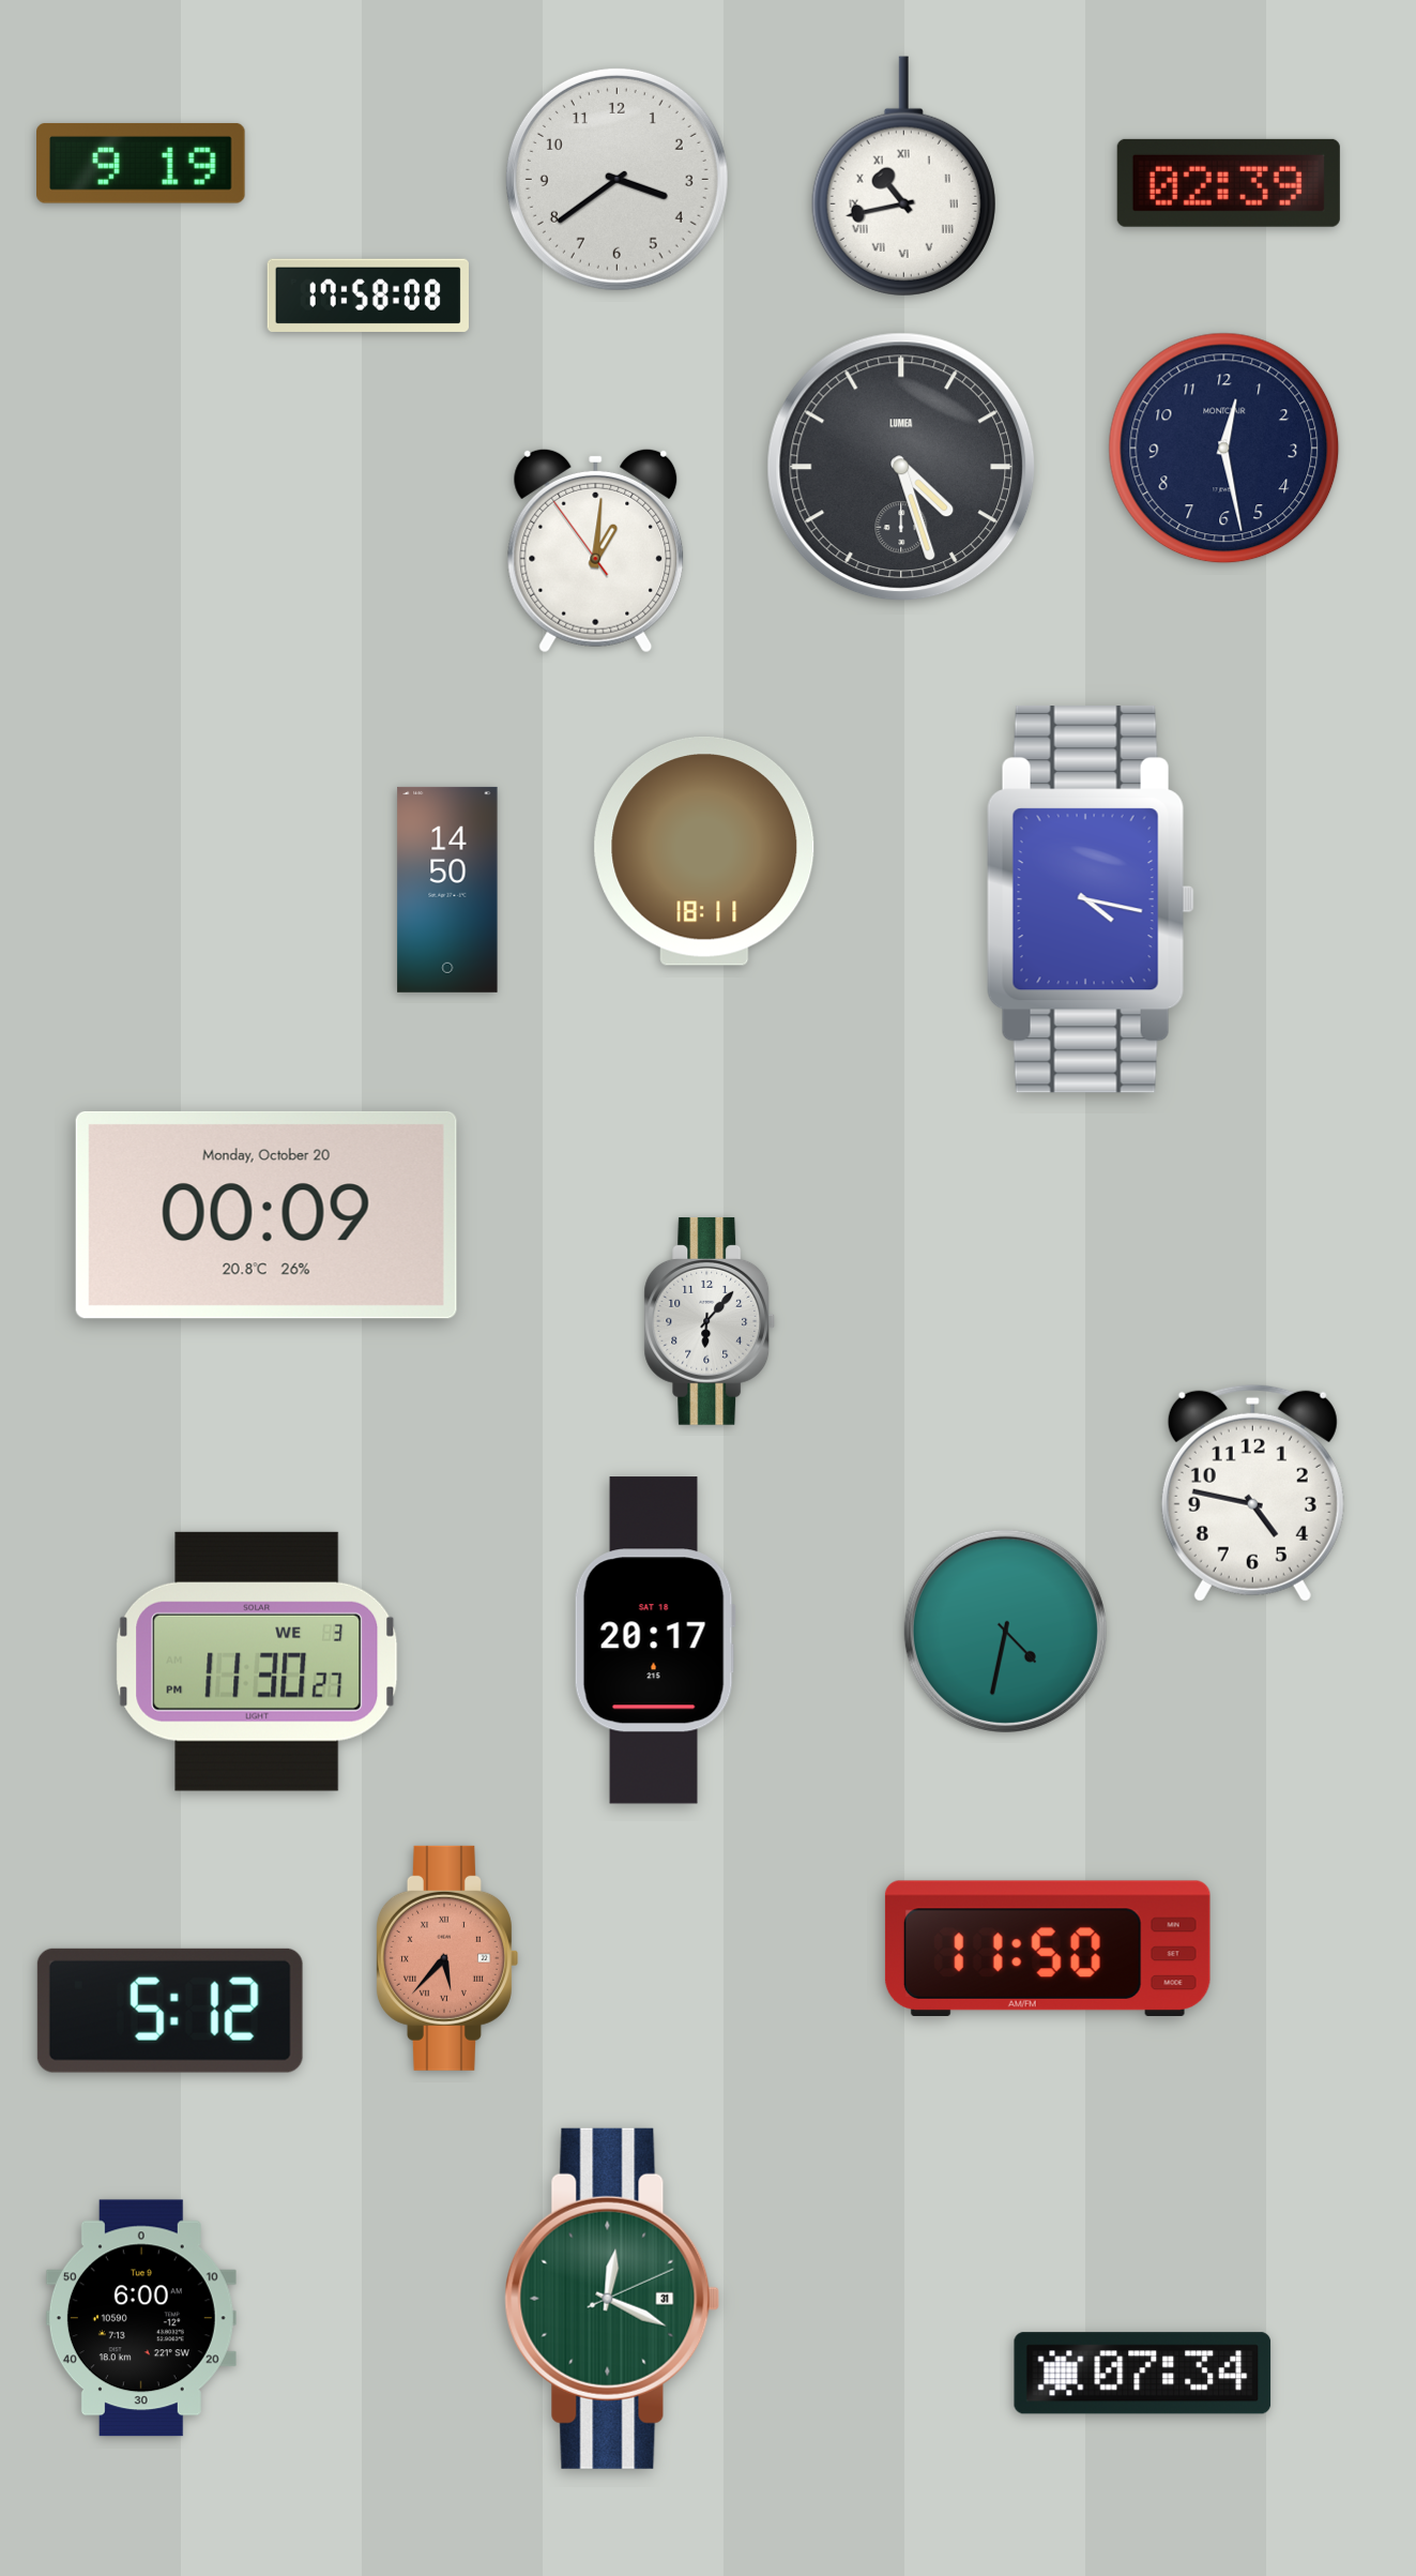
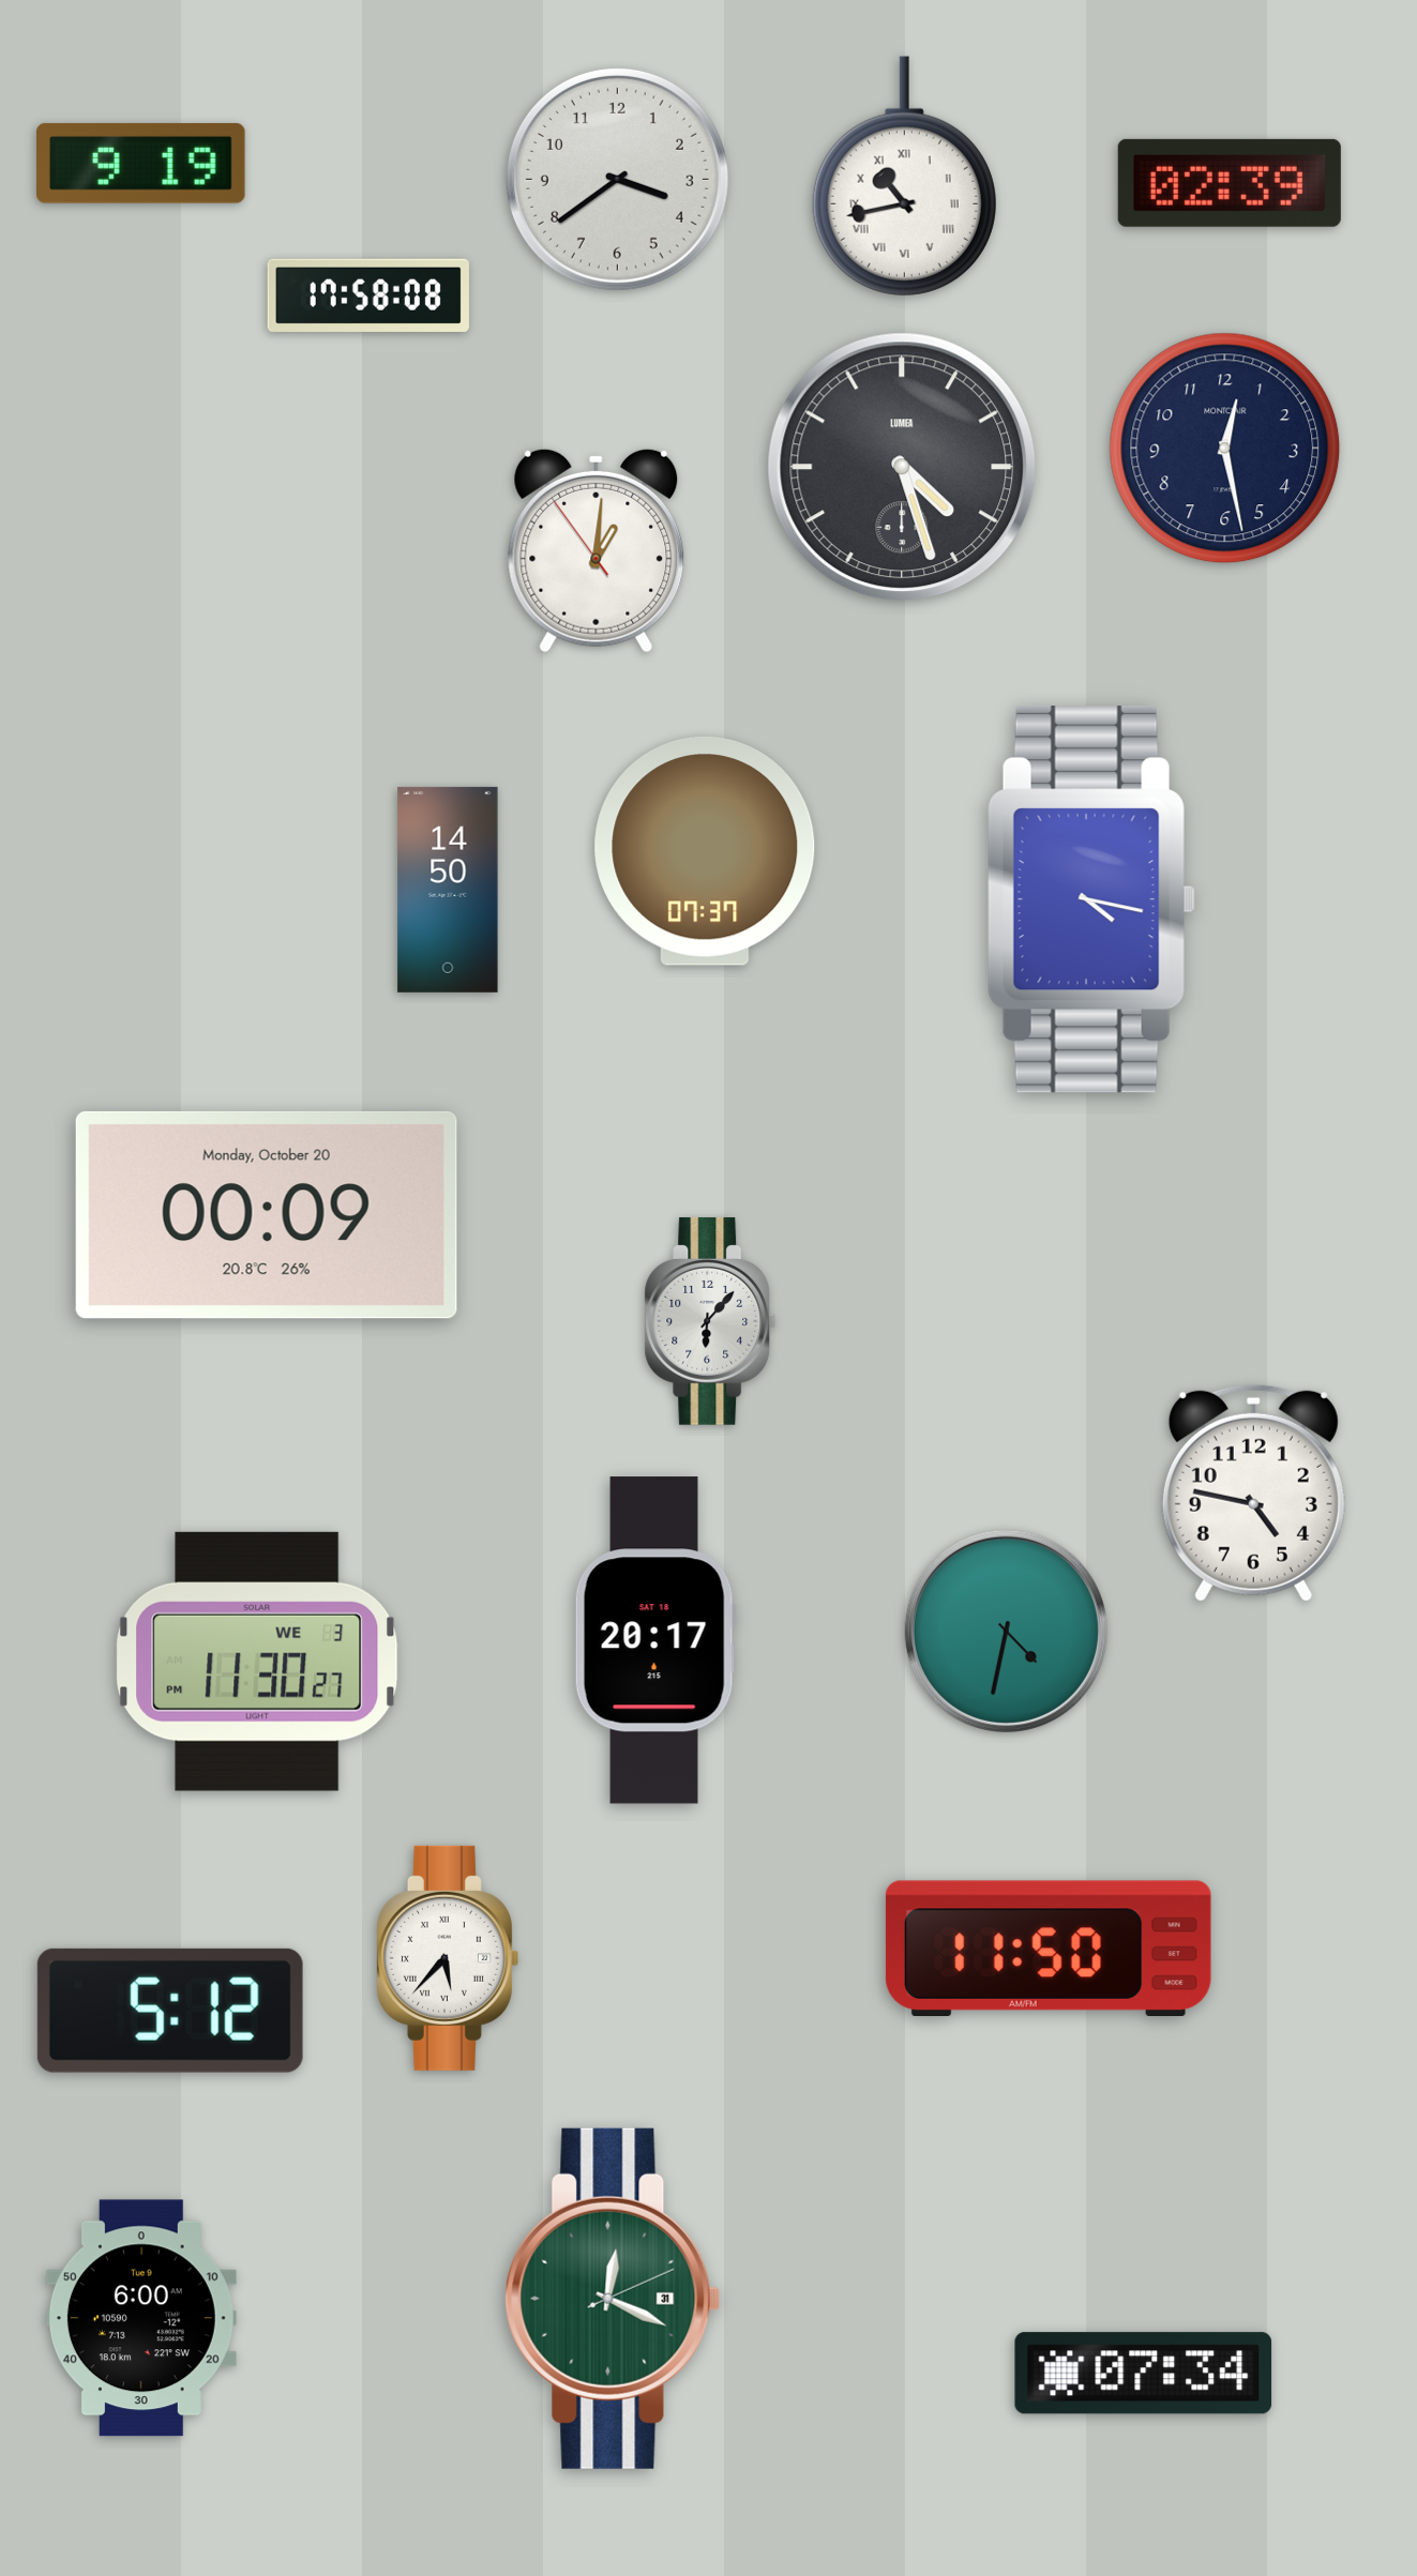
clock at (704, 851): 18:11 -> 07:37
clock at (446, 1958) dial: salmon -> white
